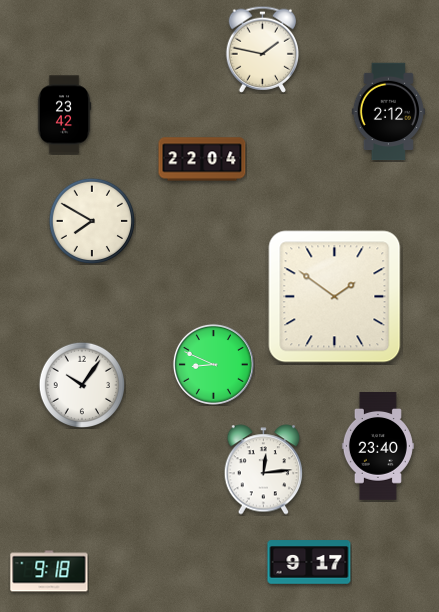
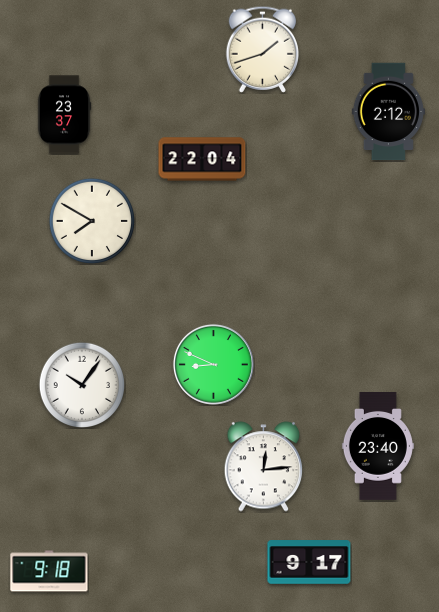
clock at (262, 49): 1:47 -> 1:42
clock at (64, 115): 23:42 -> 23:37
clock at (335, 297): 1:51 -> none
clock at (264, 470) position: (264, 470) -> (264, 467)
